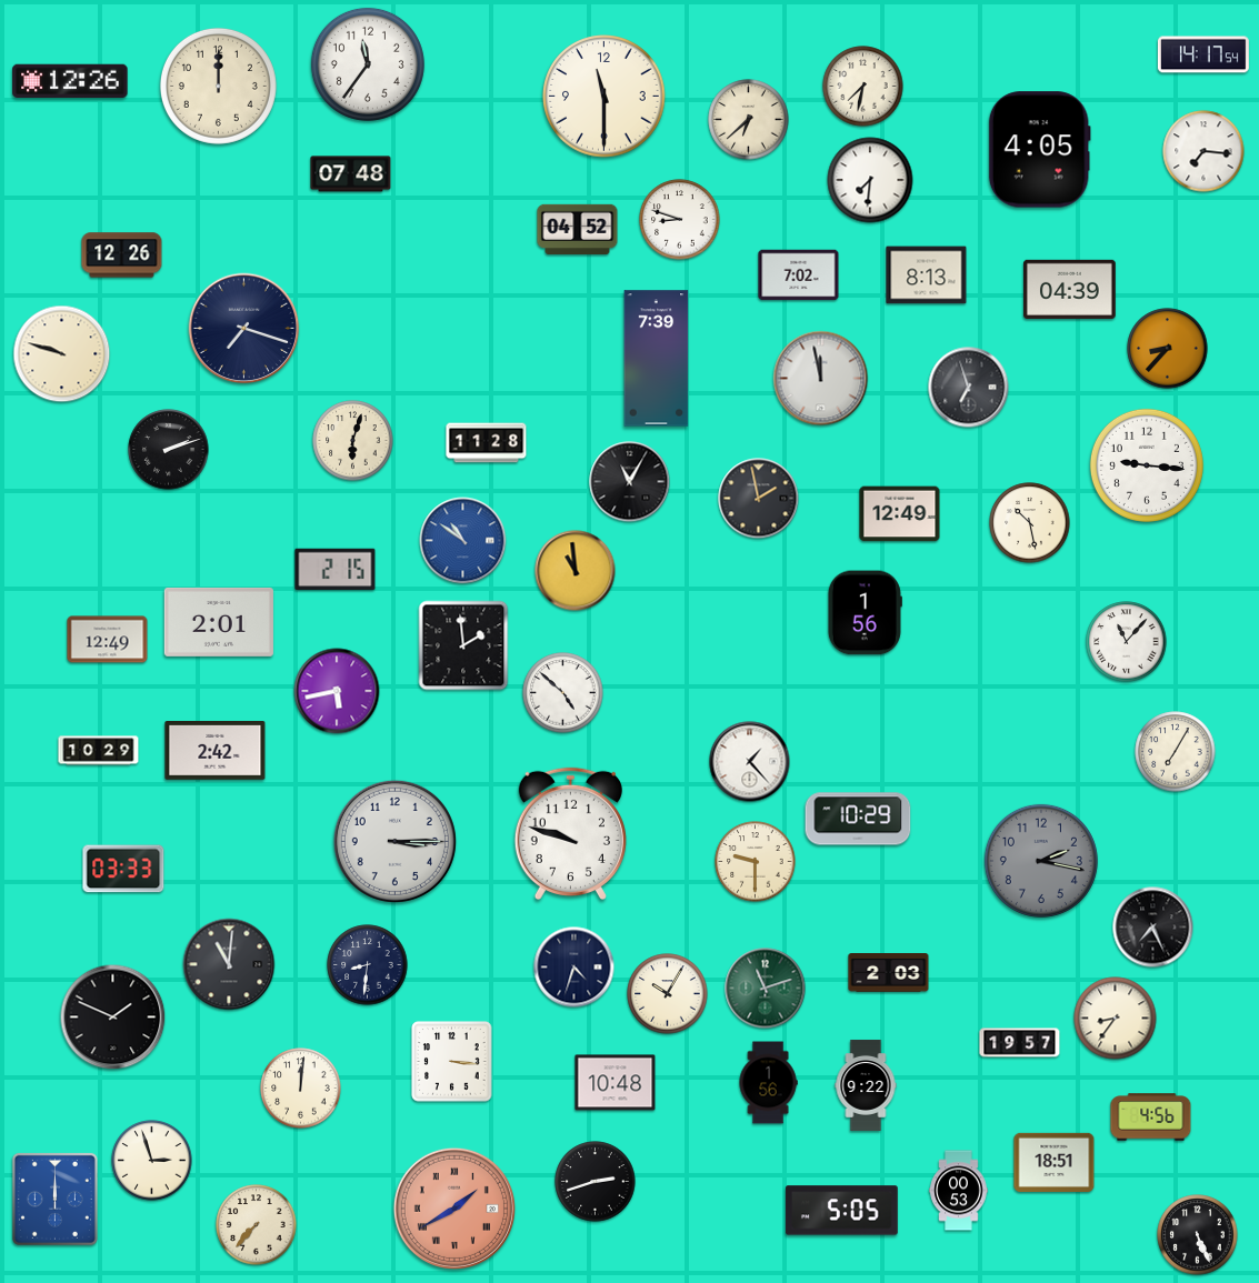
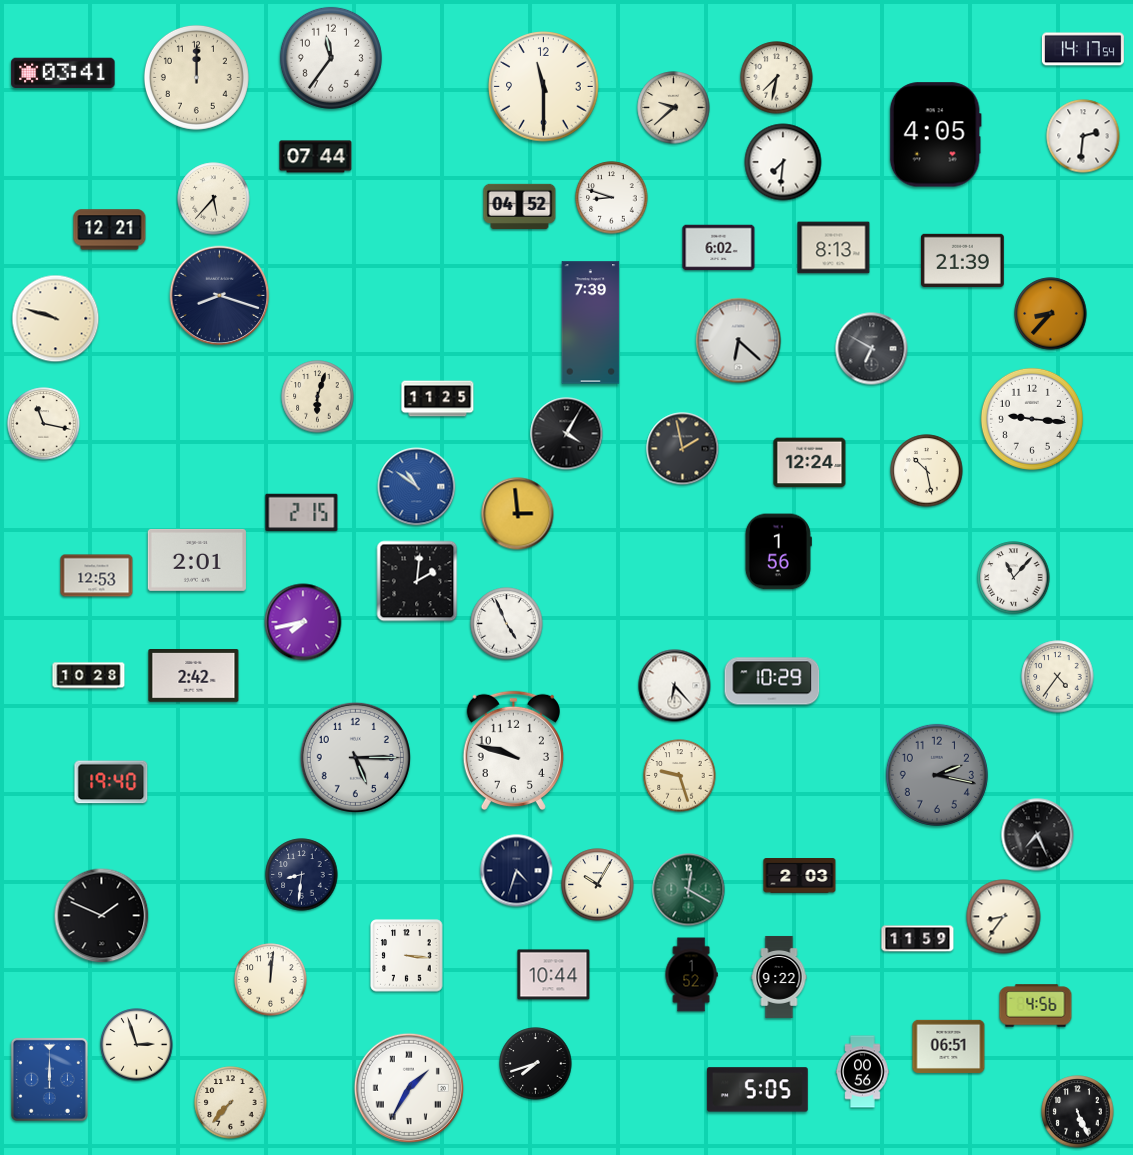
clock at (70, 81): 12:26 -> 03:41
clock at (749, 120): 6:38 -> 9:38
clock at (1203, 151): 7:16 -> 2:31
clock at (351, 174): 07:48 -> 07:44
clock at (214, 199): none -> 5:37
clock at (122, 255): 12:26 -> 12:21
clock at (799, 275): 7:02 -> 6:02
clock at (1070, 289): 04:39 -> 21:39
clock at (244, 329): 7:18 -> 8:18
clock at (821, 379): 11:58 -> 6:22
clock at (969, 388): 6:57 -> 6:50
clock at (487, 443): 11:28 -> 11:25
clock at (169, 450): 2:12 -> none
clock at (44, 424): none -> 11:17
clock at (630, 482): 11:05 -> 4:05
clock at (900, 514): 12:49 -> 12:24
clock at (576, 571): 10:59 -> 2:59
clock at (108, 640): 12:49 -> 12:53
clock at (463, 645): 1:59 -> 2:01
clock at (337, 691): 5:43 -> 7:43
clock at (563, 693): 4:52 -> 4:56
clock at (99, 751): 10:29 -> 10:28
clock at (1176, 752): 7:05 -> 4:36
clock at (750, 762): 1:23 -> 6:23
clock at (858, 819) position: (858, 819) -> (772, 681)
clock at (394, 841): 3:15 -> 5:15
clock at (756, 862): 9:30 -> 9:27
clock at (123, 869): 03:33 -> 19:40
clock at (229, 964): 11:01 -> none
clock at (368, 965) position: (368, 965) -> (302, 875)
clock at (766, 989): 11:12 -> 12:20
clock at (668, 994) position: (668, 994) -> (598, 885)
clock at (1020, 1043): 19:57 -> 11:59
clock at (616, 1083): 10:48 -> 10:44
clock at (768, 1083): 1:56 -> 1:52
clock at (1055, 1162): 18:51 -> 06:51
clock at (596, 1182): 2:42 -> 7:42
clock at (959, 1191): 00:53 -> 00:56
clock at (454, 1209): 1:40 -> 1:35
clock at (454, 1209) dial: salmon -> white
